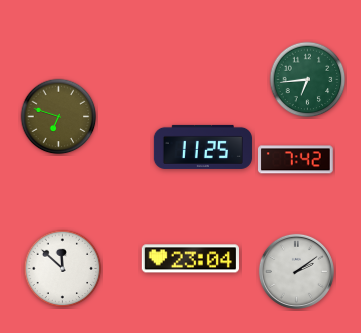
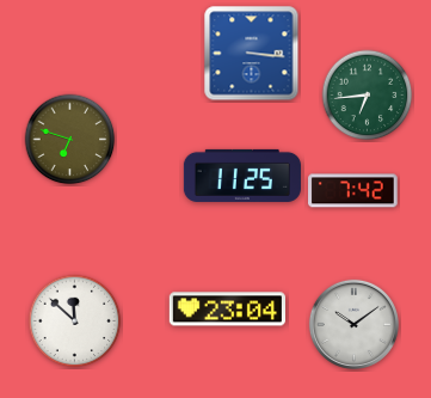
clock at (252, 54): none -> 3:16
clock at (296, 271): 2:09 -> 10:09
